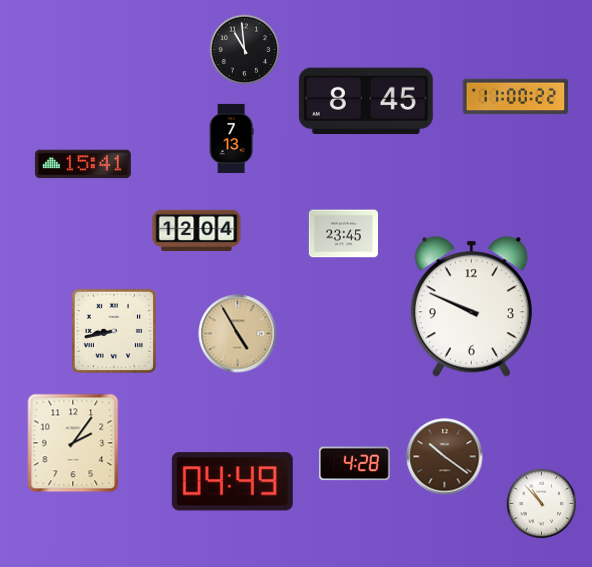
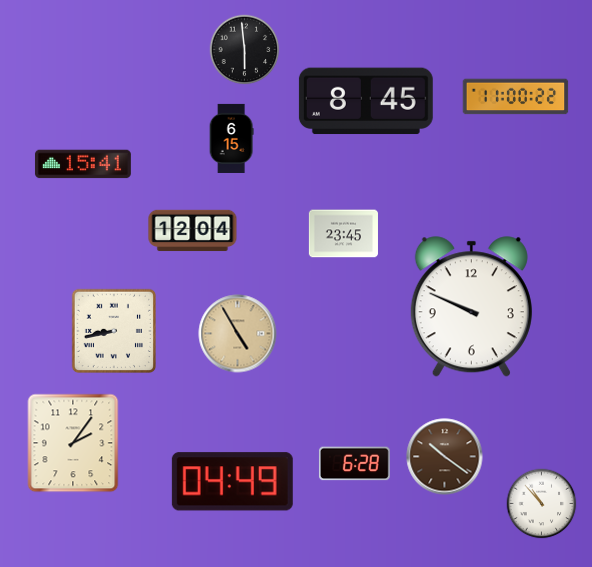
clock at (245, 50): 10:59 -> 5:59
clock at (231, 138): 7:13 -> 6:15
clock at (197, 231) position: (197, 231) -> (193, 231)
clock at (355, 464): 4:28 -> 6:28
